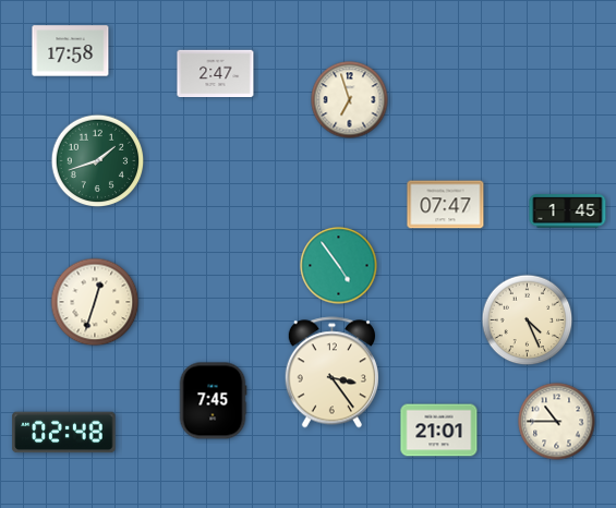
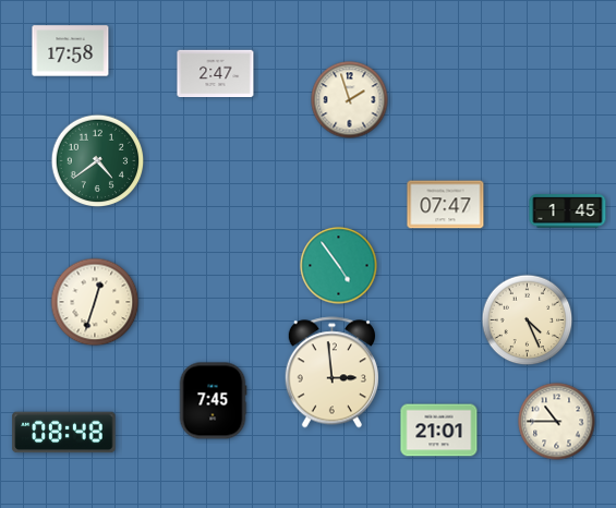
clock at (350, 100): 6:57 -> 1:57
clock at (98, 161): 1:42 -> 4:39
clock at (331, 373): 3:24 -> 2:59
clock at (64, 433): 02:48 -> 08:48
